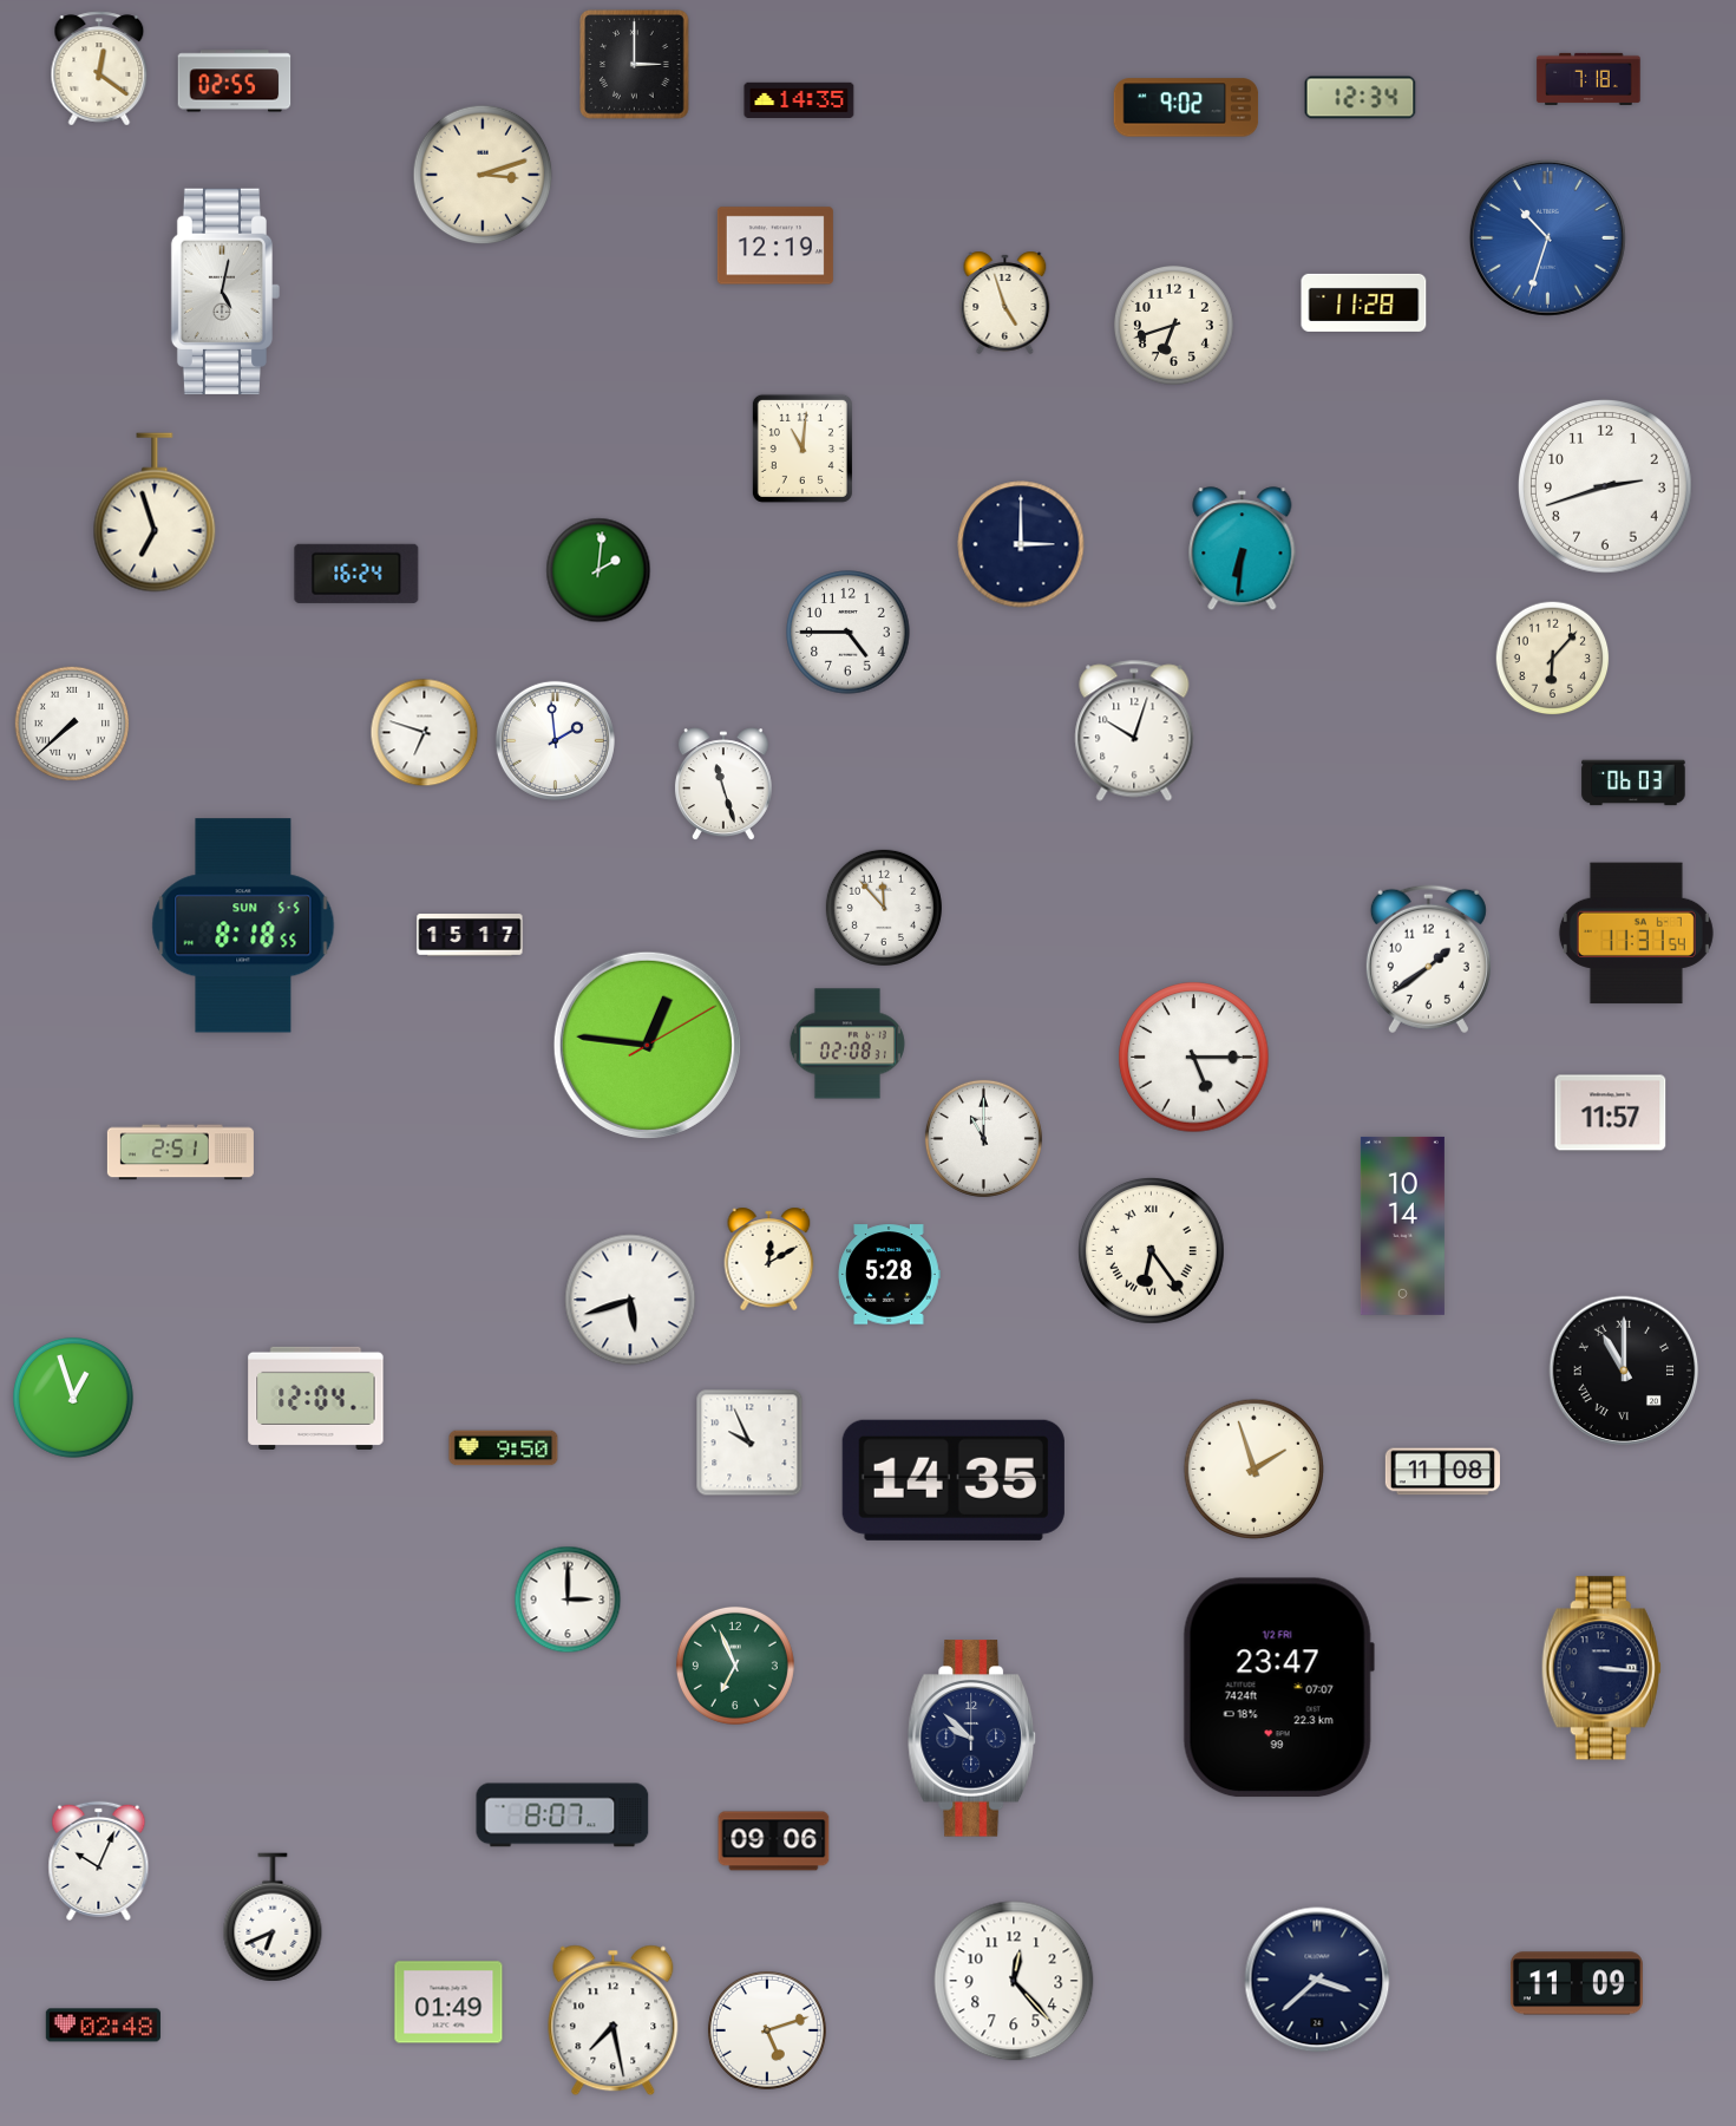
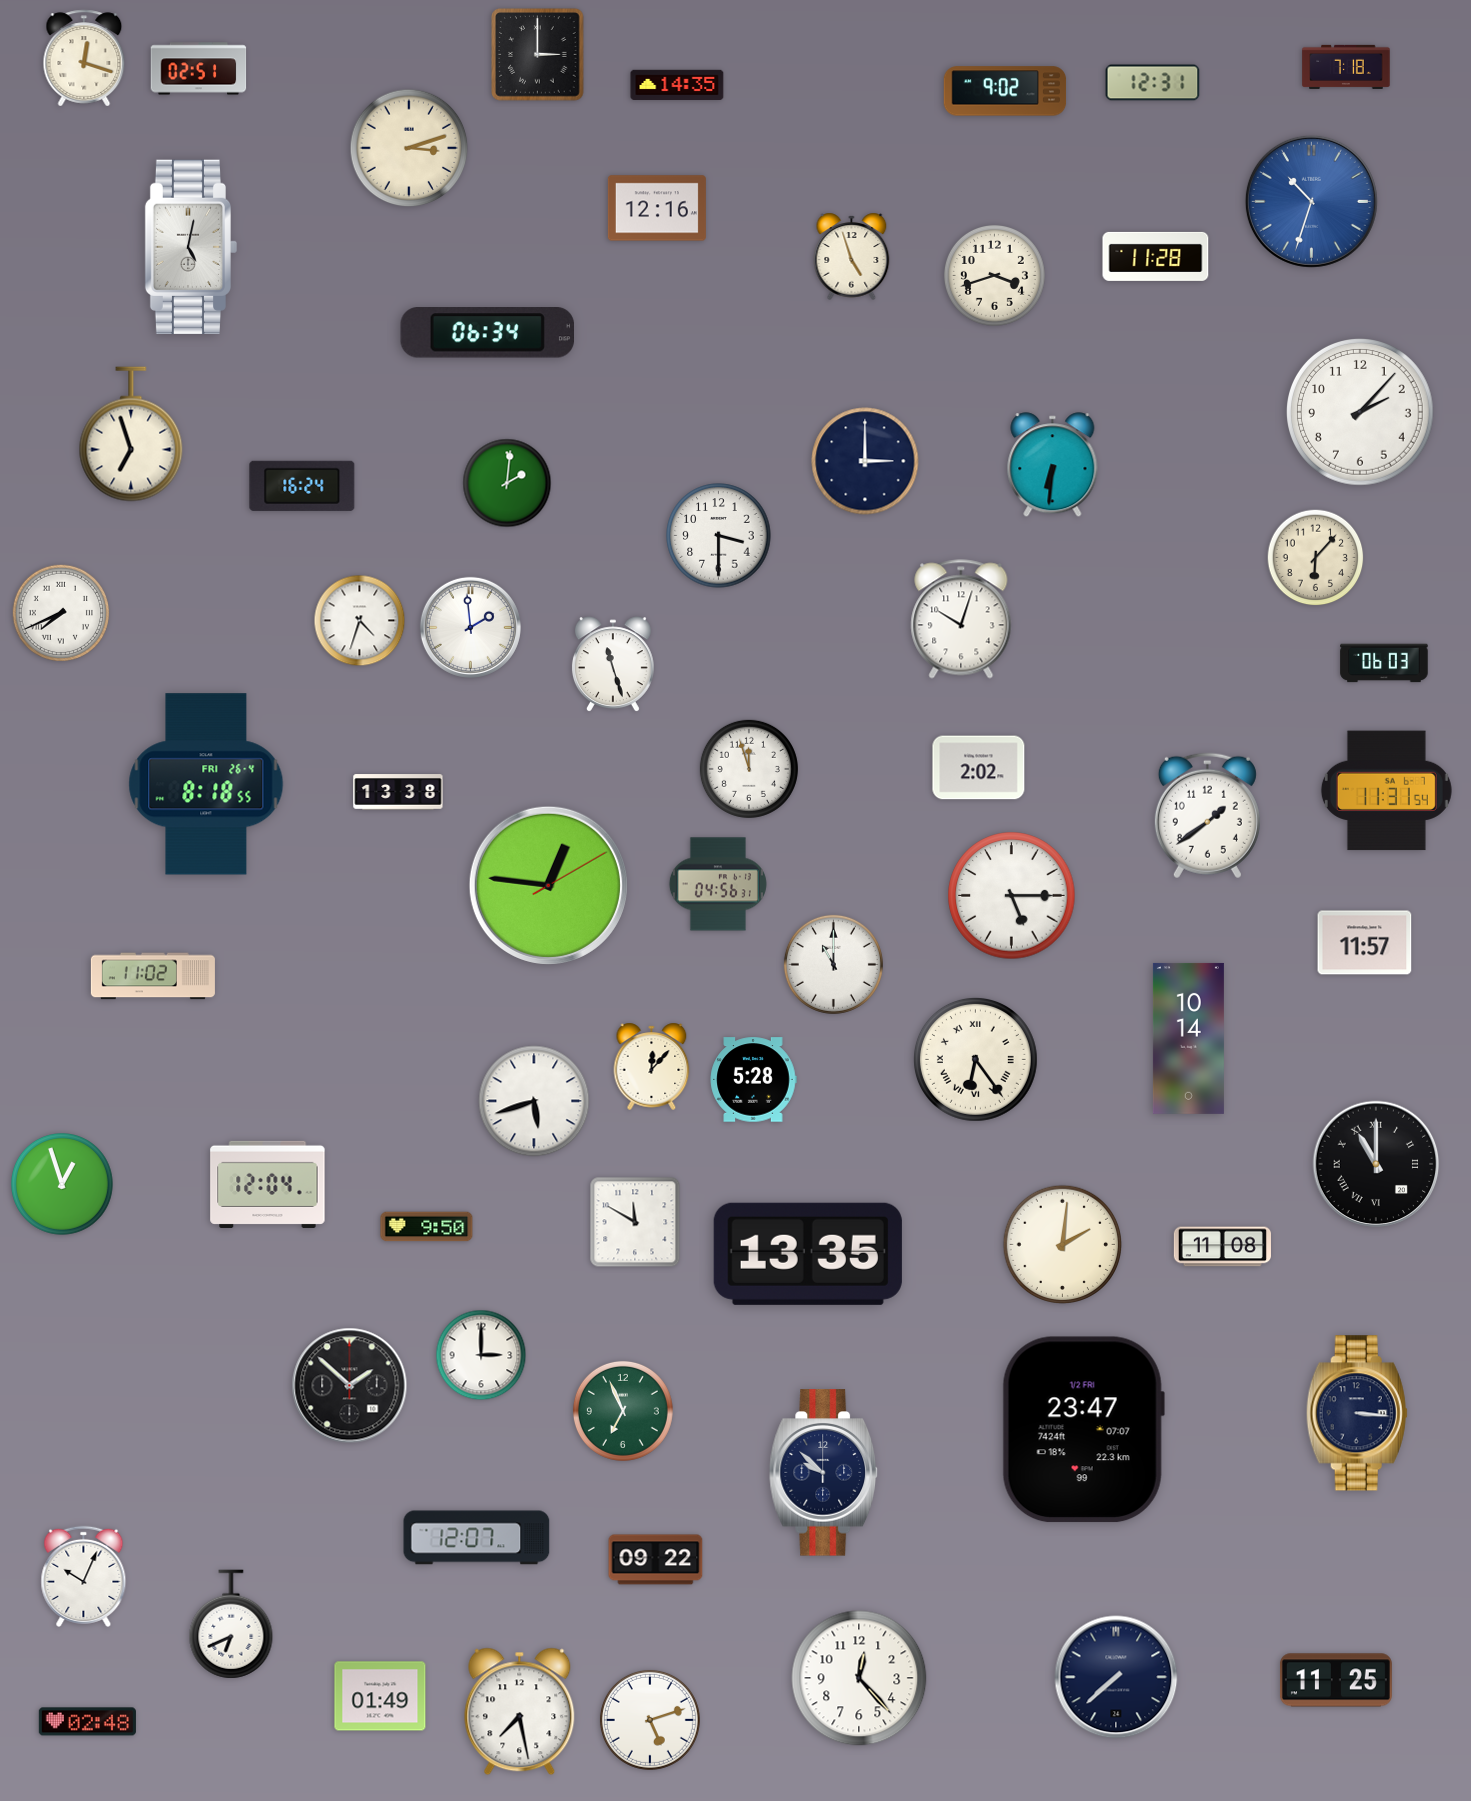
clock at (99, 68): 12:21 -> 12:18
clock at (235, 81): 02:55 -> 02:51
clock at (1361, 98): 12:34 -> 12:31
clock at (775, 246): 12:19 -> 12:16
clock at (1173, 325): 6:42 -> 3:42
clock at (487, 333): none -> 06:34
clock at (803, 449): 11:01 -> none
clock at (1606, 488): 2:42 -> 2:07
clock at (849, 633): 4:45 -> 3:30
clock at (72, 724): 7:38 -> 7:41
clock at (425, 733): 6:48 -> 4:33
clock at (979, 768): none -> 2:02
clock at (884, 908): 11:53 -> 11:57
clock at (243, 925) date: SUN 5-5 -> FRI 26-4
clock at (470, 935): 15:17 -> 13:38
clock at (1428, 960) position: (1428, 960) -> (1207, 816)
clock at (847, 1044): 02:08 -> 04:56
clock at (181, 1152): 2:51 -> 11:02
clock at (769, 1258): 12:10 -> 12:07
clock at (1624, 1371) position: (1624, 1371) -> (1376, 1164)
clock at (749, 1443): 9:56 -> 11:50
clock at (1254, 1470): 1:57 -> 2:01
clock at (954, 1480): 14:35 -> 13:35
clock at (350, 1386): none -> 1:52
clock at (563, 1816): 8:07 -> 12:07
clock at (774, 1842): 09:06 -> 09:22
clock at (1317, 1980): 3:38 -> 7:38
clock at (1577, 1983): 11:09 -> 11:25
clock at (103, 2026) position: (103, 2026) -> (87, 1722)
